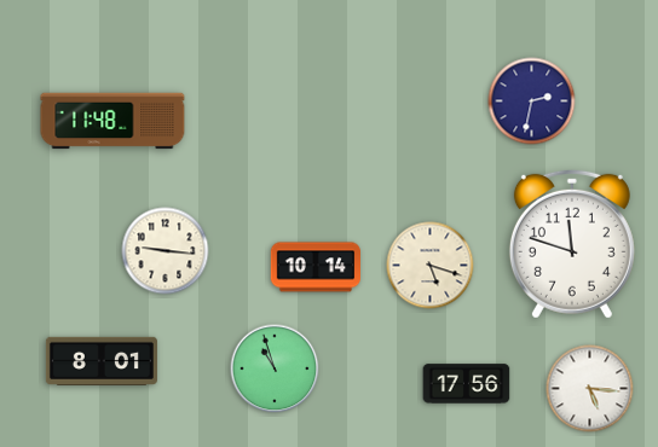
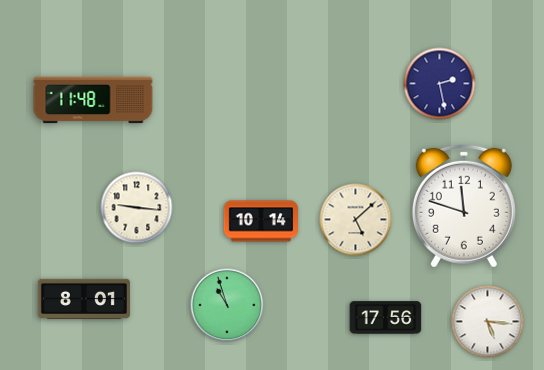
clock at (532, 101): 2:32 -> 2:28
clock at (572, 244) position: (572, 244) -> (464, 206)
clock at (431, 266): 5:18 -> 5:08
